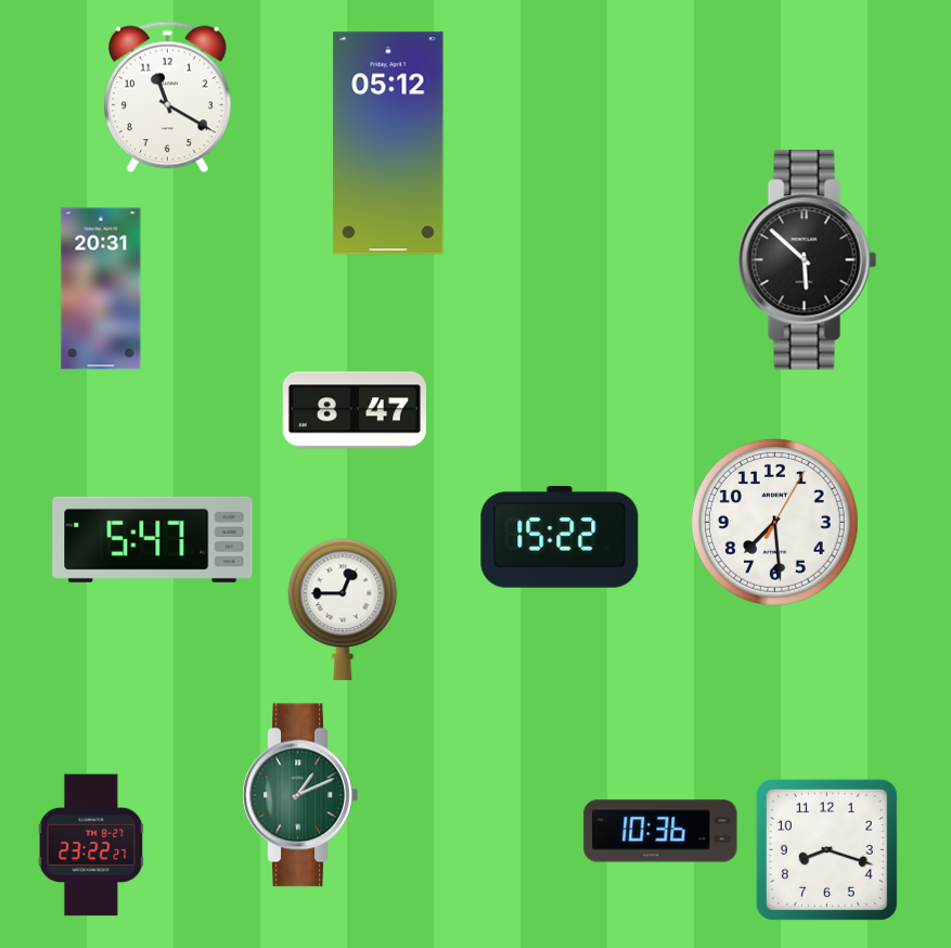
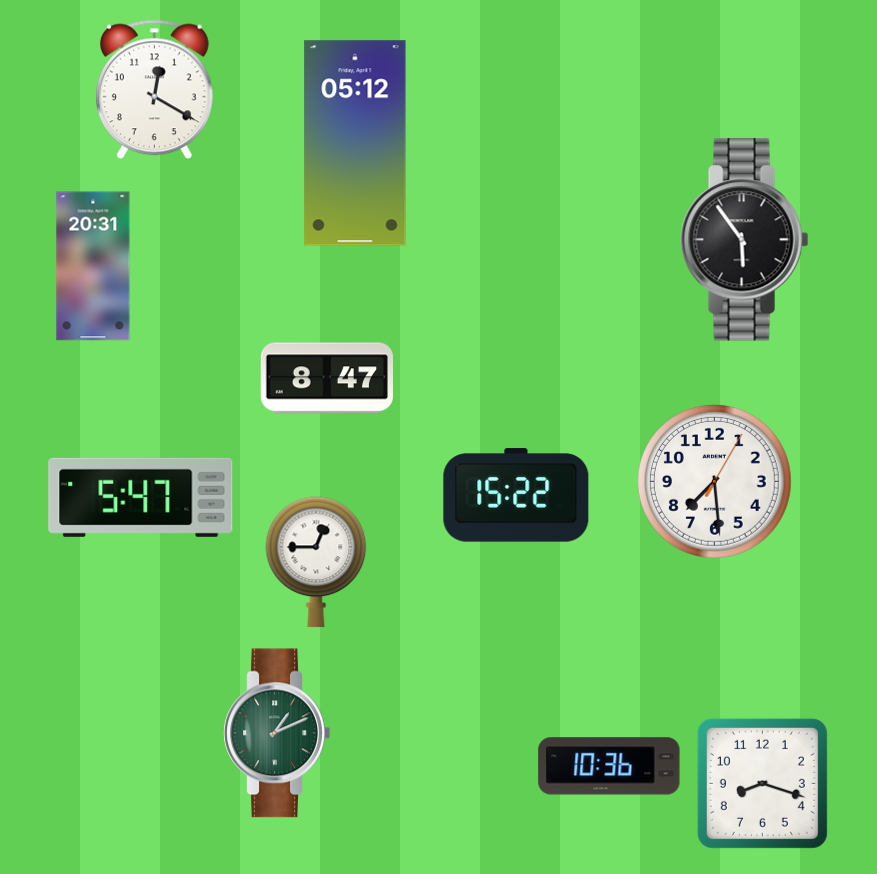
clock at (167, 98): 11:20 -> 12:20
clock at (388, 143) position: (388, 143) -> (355, 143)
clock at (808, 260): 5:52 -> 5:54
clock at (91, 845): 23:22 -> none
